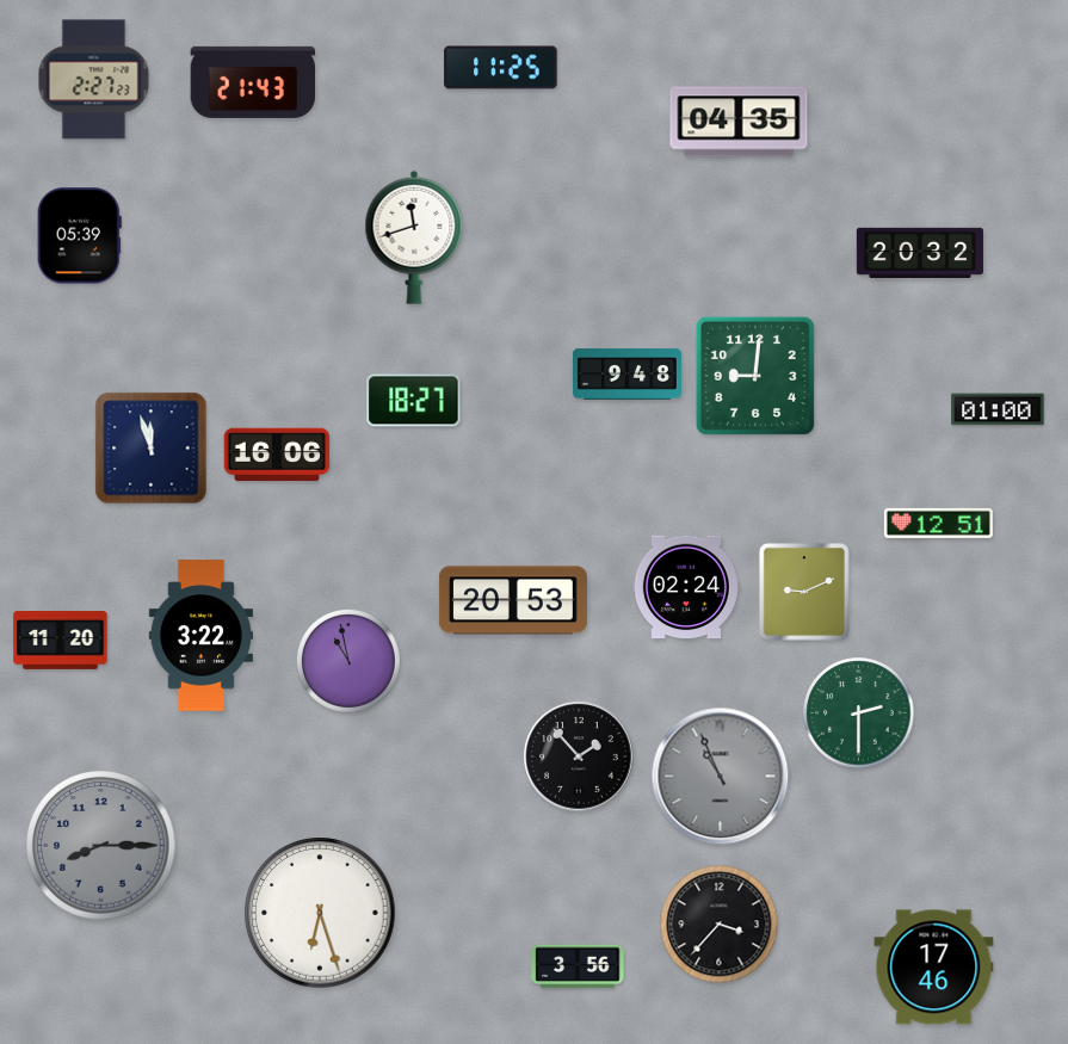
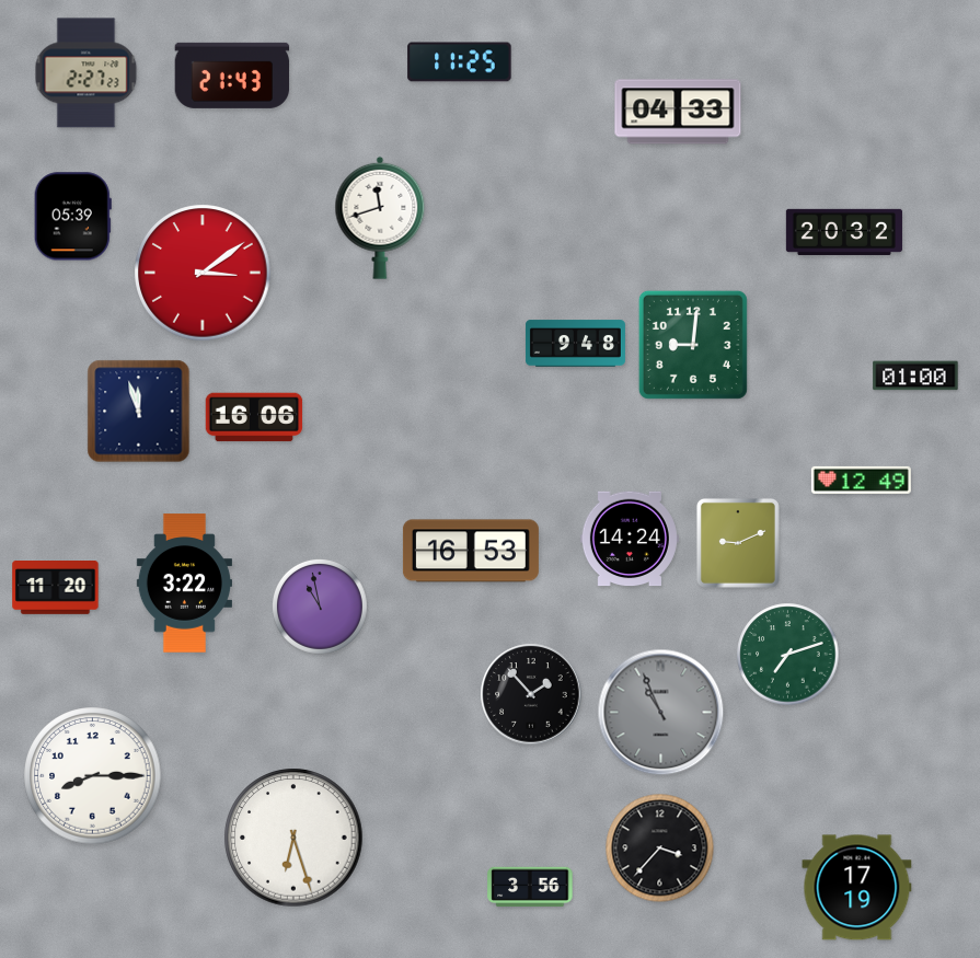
clock at (739, 122): 04:35 -> 04:33
clock at (203, 273): none -> 3:09
clock at (414, 401): 18:27 -> none
clock at (938, 523): 12:51 -> 12:49
clock at (686, 587): 02:24 -> 14:24
clock at (513, 600): 20:53 -> 16:53
clock at (859, 713): 2:30 -> 7:12
clock at (101, 846) dial: grey -> white
clock at (934, 968): 17:46 -> 17:19
